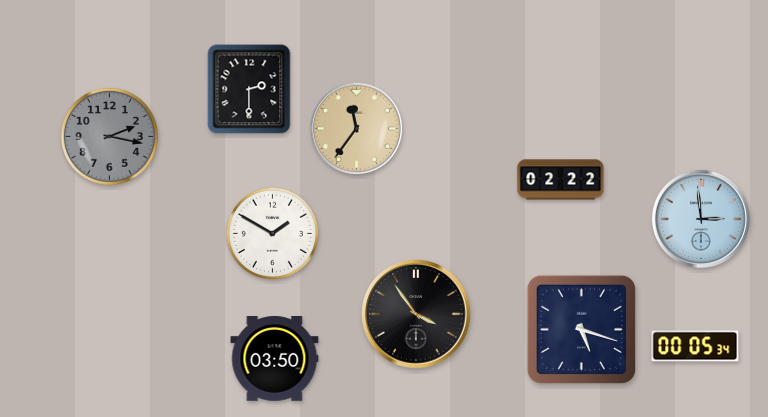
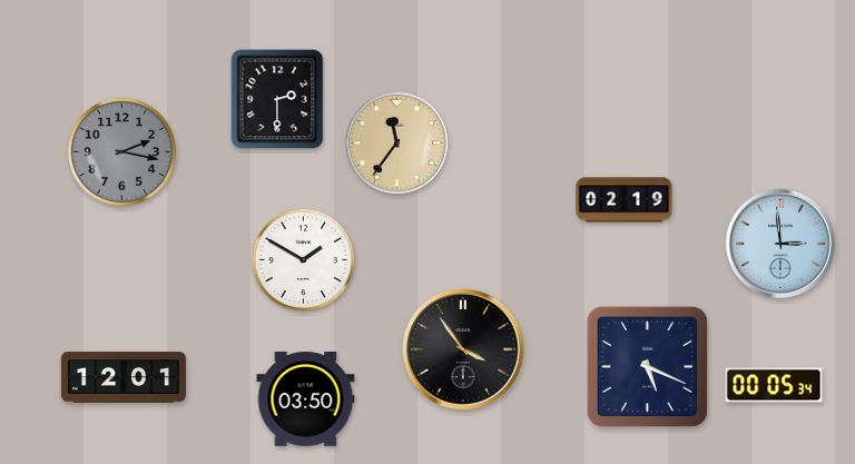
clock at (561, 180): 02:22 -> 02:19
clock at (581, 329): 5:18 -> 5:19
clock at (124, 377): none -> 12:01
